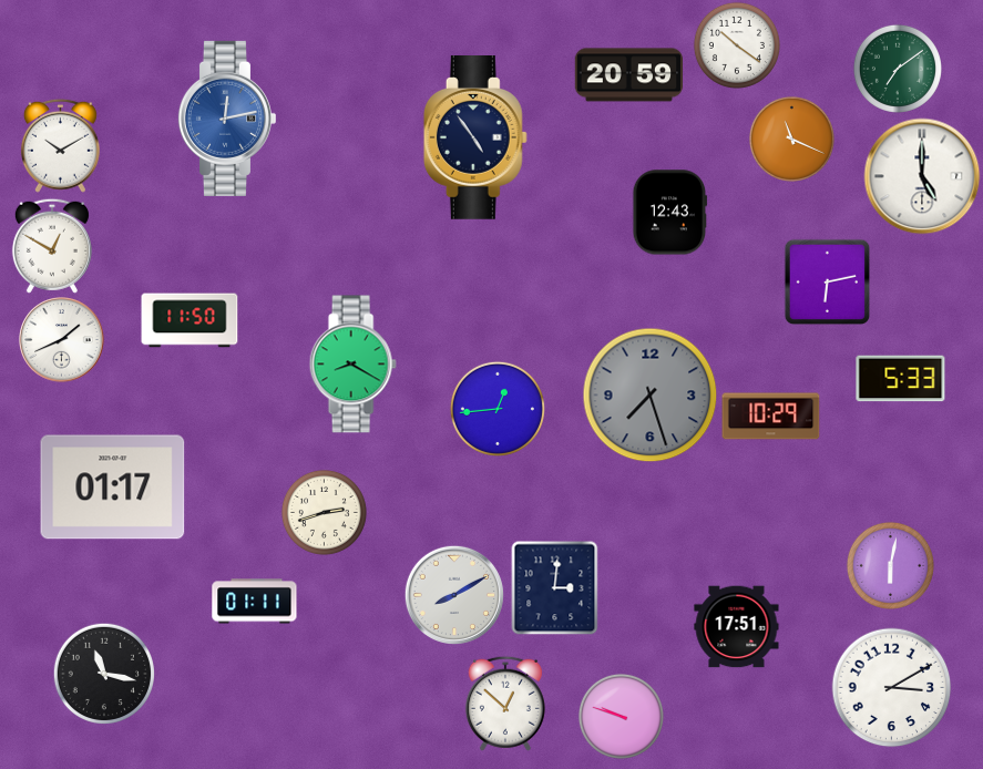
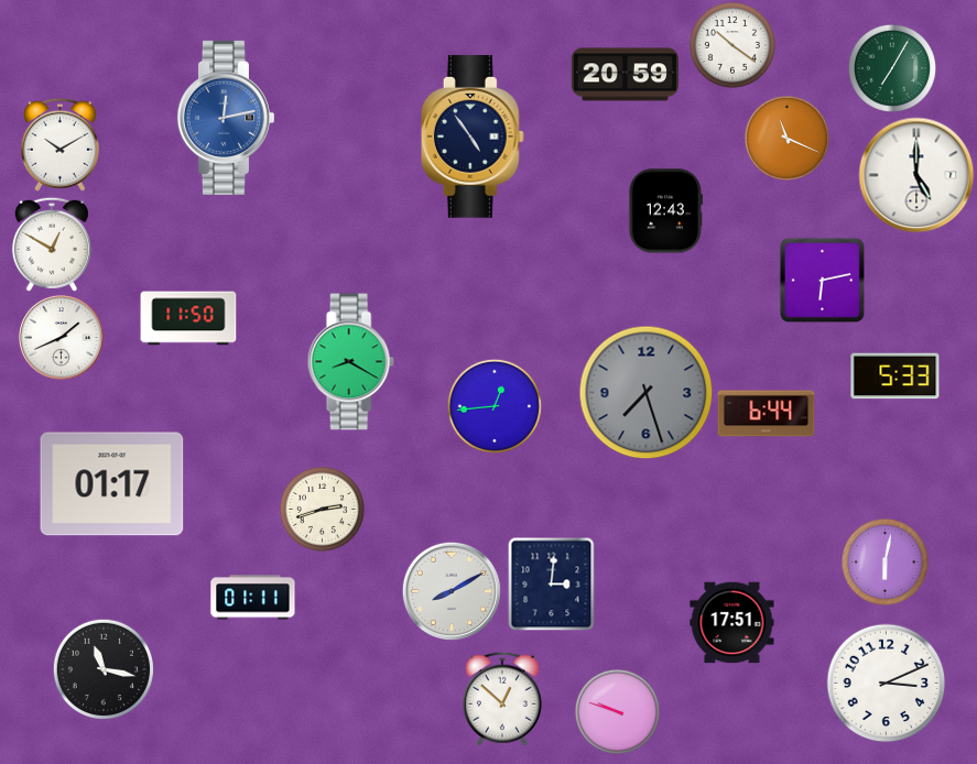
clock at (898, 69): 7:09 -> 7:05
clock at (771, 417): 10:29 -> 6:44
clock at (892, 688): 3:10 -> 3:11
